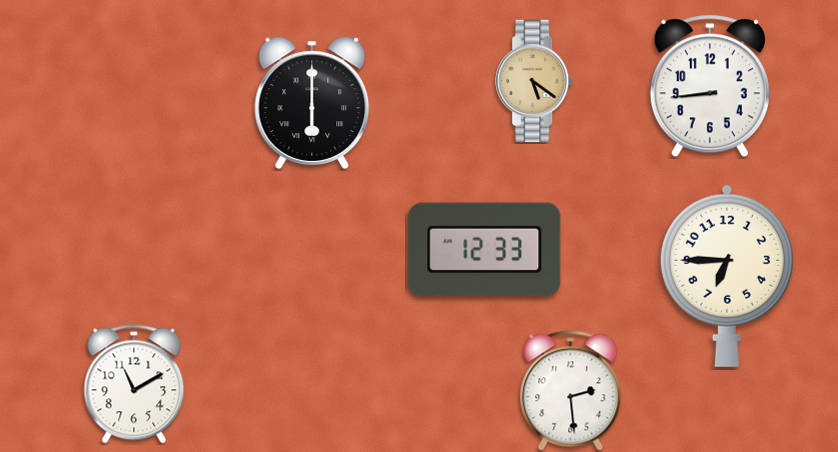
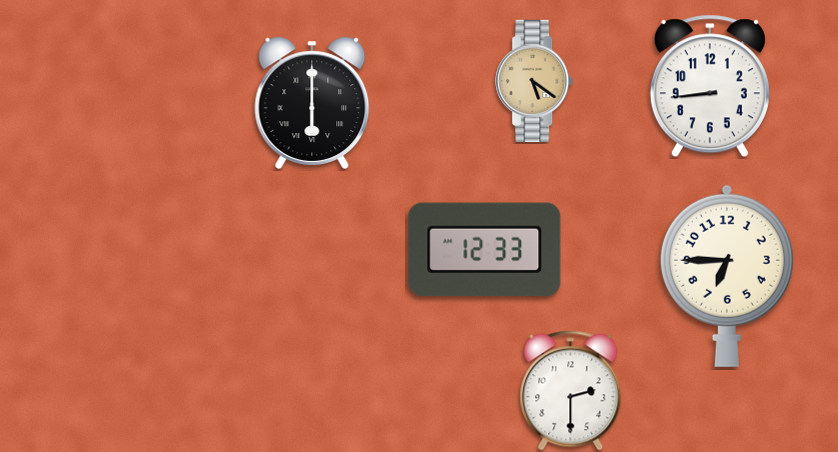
clock at (134, 384): 11:10 -> none
clock at (571, 391): 2:29 -> 2:30
